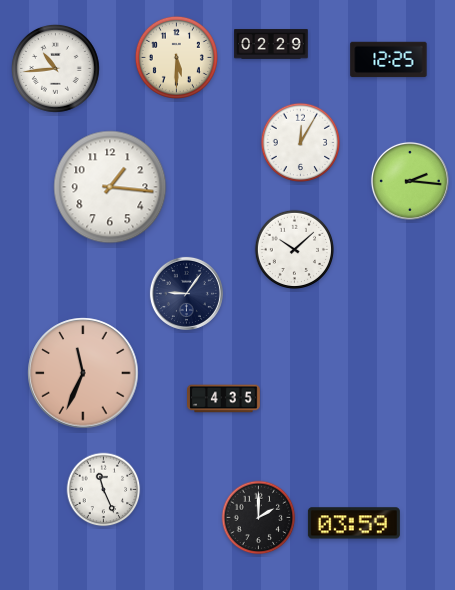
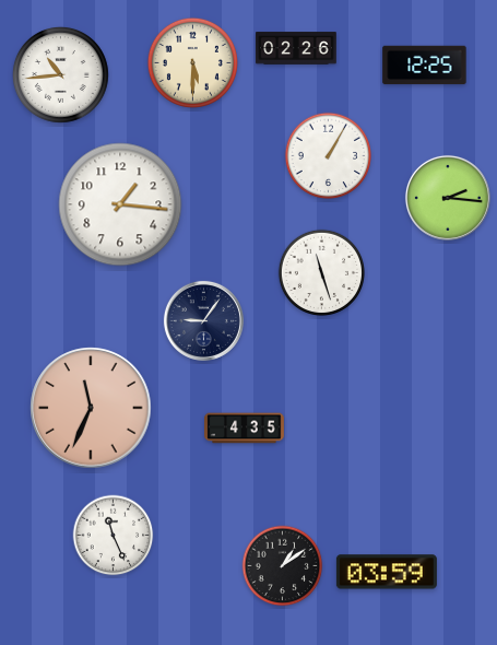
clock at (271, 44): 02:29 -> 02:26
clock at (300, 142): 12:05 -> 1:05
clock at (294, 249): 10:08 -> 11:27
clock at (224, 399) position: (224, 399) -> (245, 429)
clock at (259, 518): 2:00 -> 1:09
